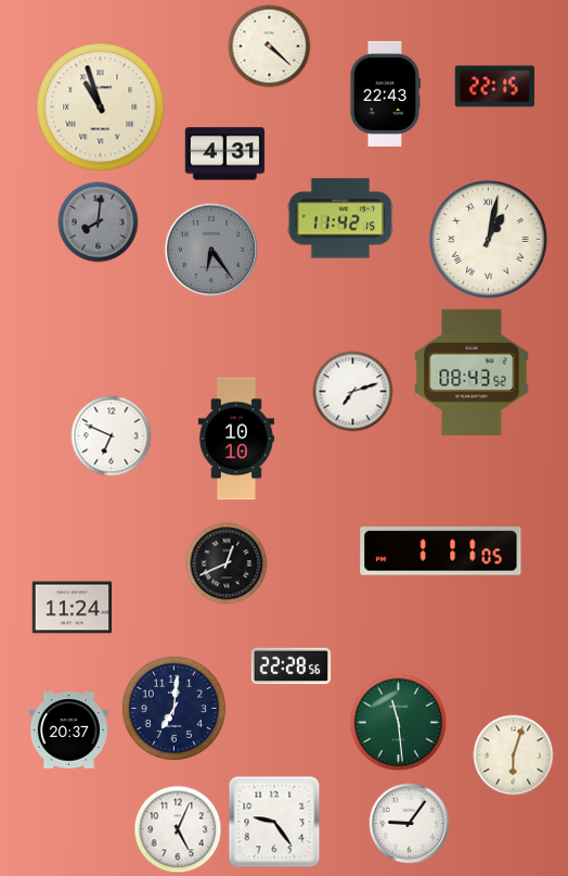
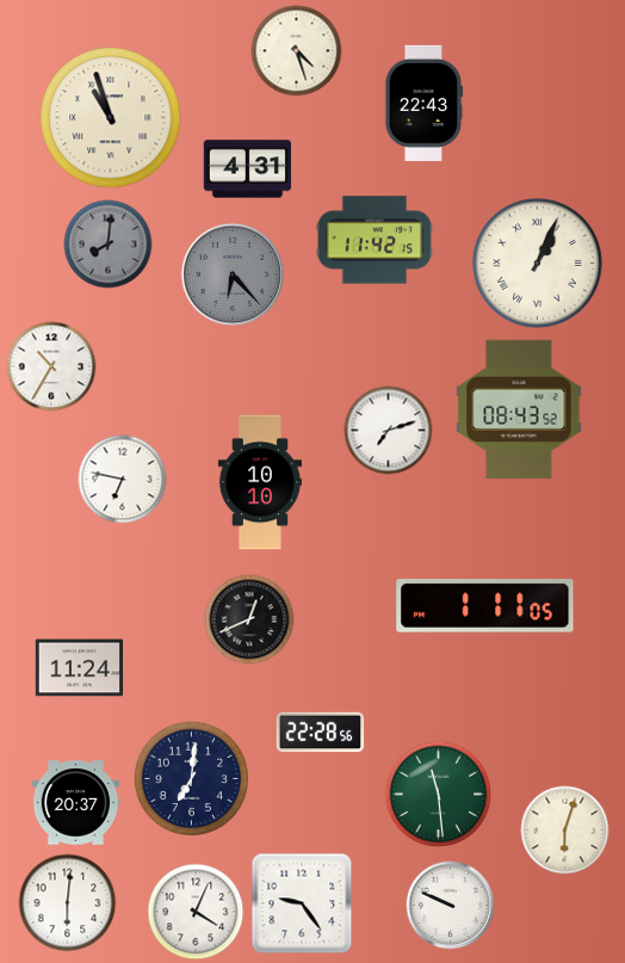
clock at (270, 47): 4:22 -> 4:27
clock at (494, 87): 22:15 -> none
clock at (489, 240): 1:02 -> 1:04
clock at (211, 250): 6:24 -> 6:23
clock at (51, 366): none -> 10:35
clock at (112, 436): 6:49 -> 6:47
clock at (68, 903): none -> 6:01
clock at (410, 824): 9:06 -> 9:49
clock at (178, 829): 5:04 -> 4:04
